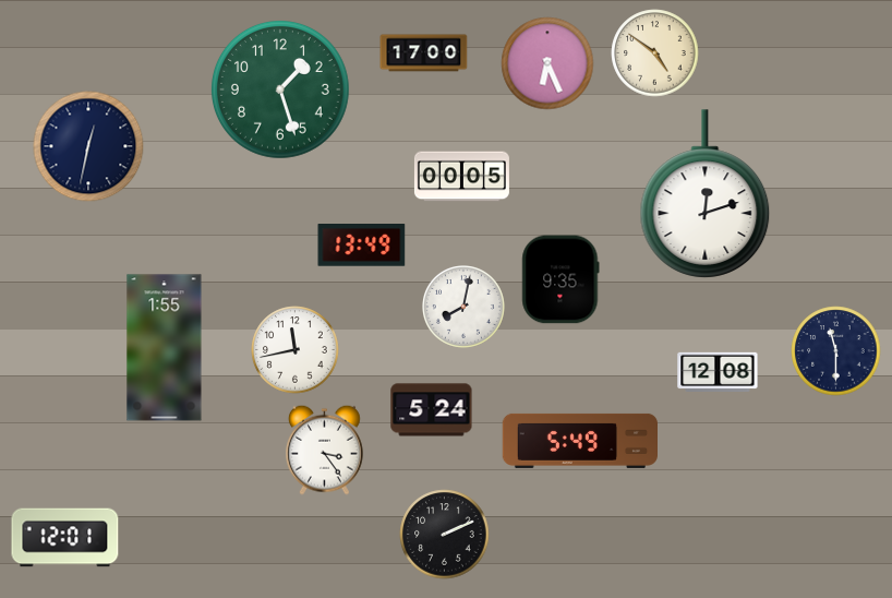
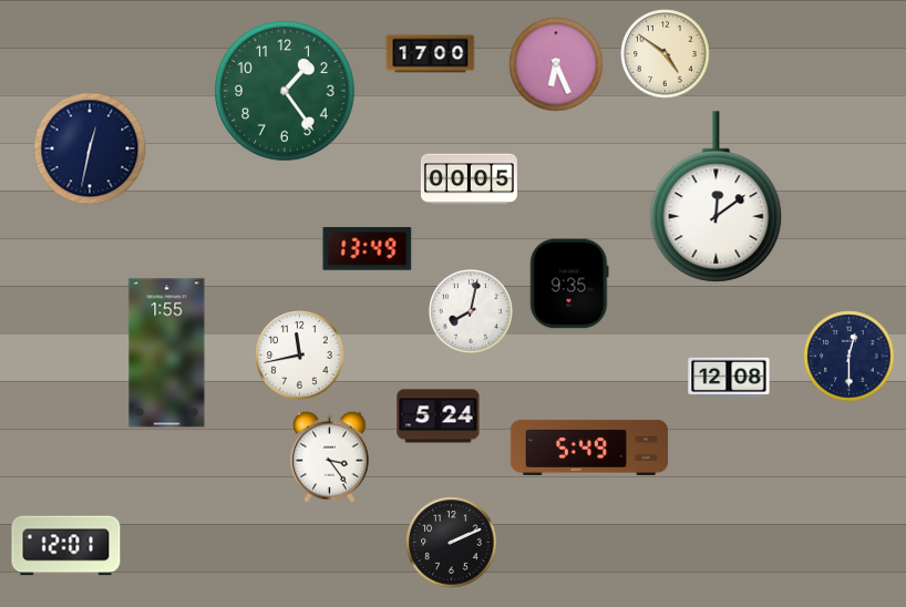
clock at (281, 91): 1:27 -> 1:24
clock at (706, 194): 12:12 -> 12:09
clock at (836, 351): 11:30 -> 12:30
